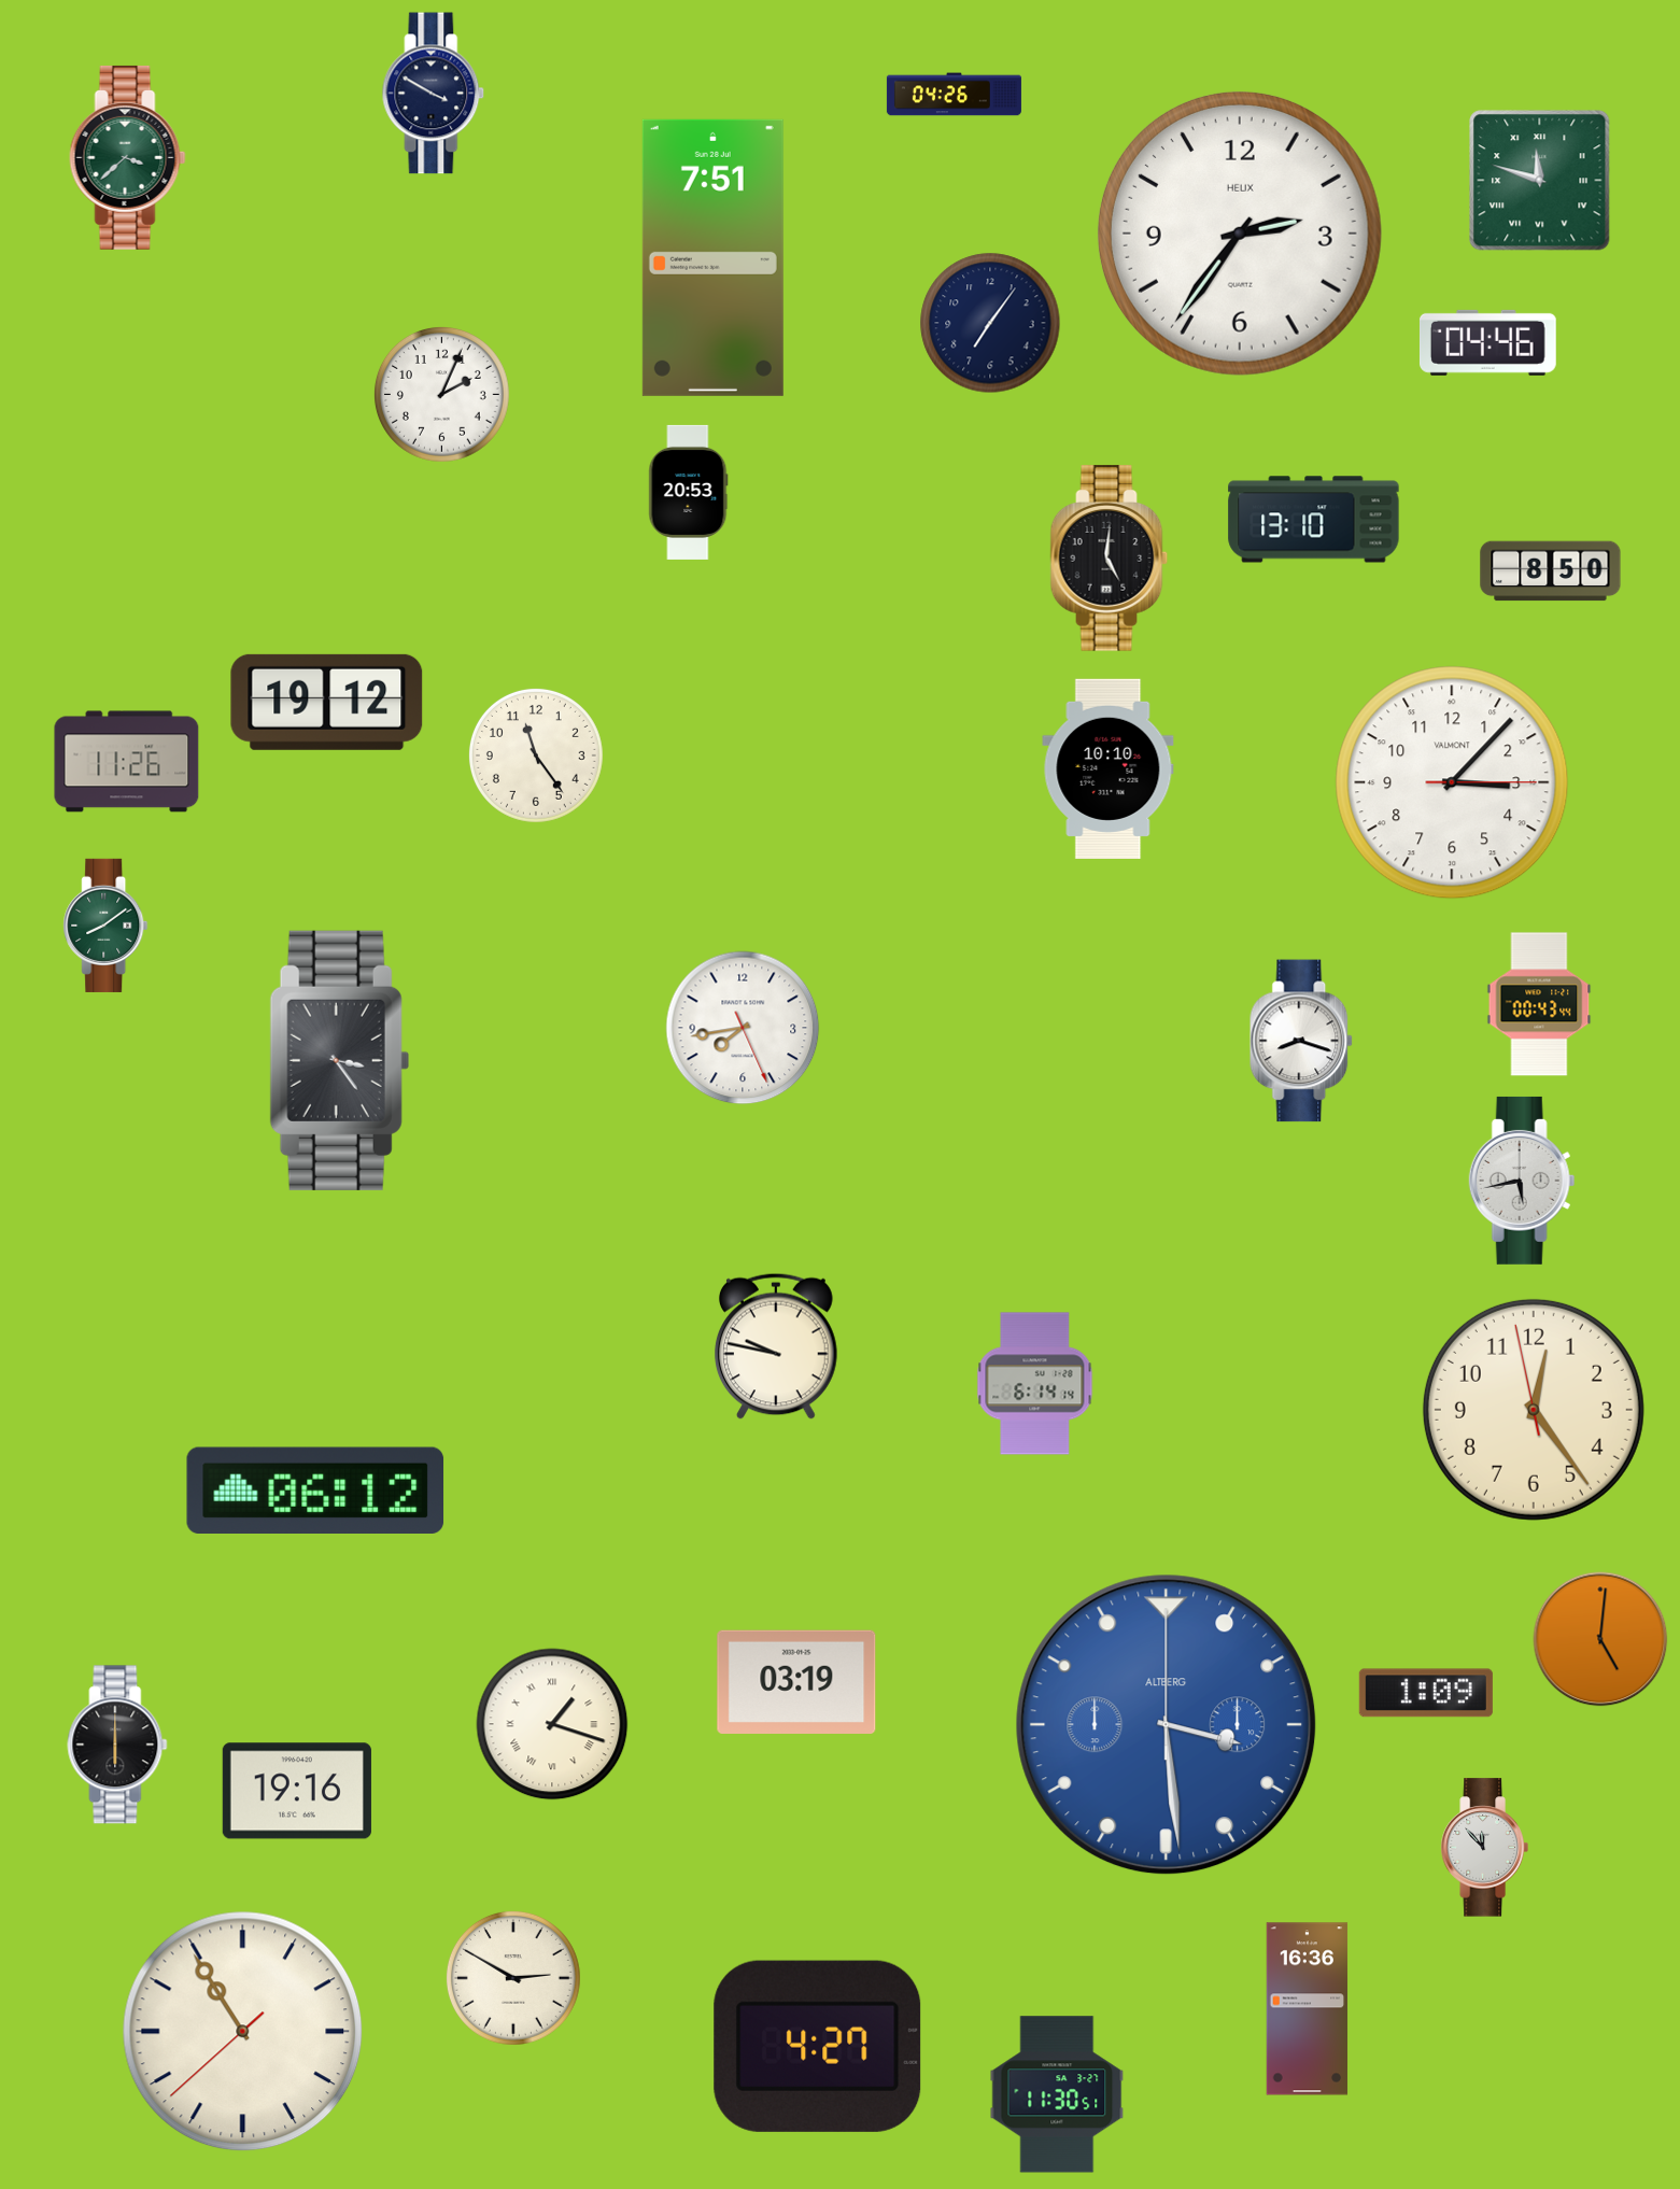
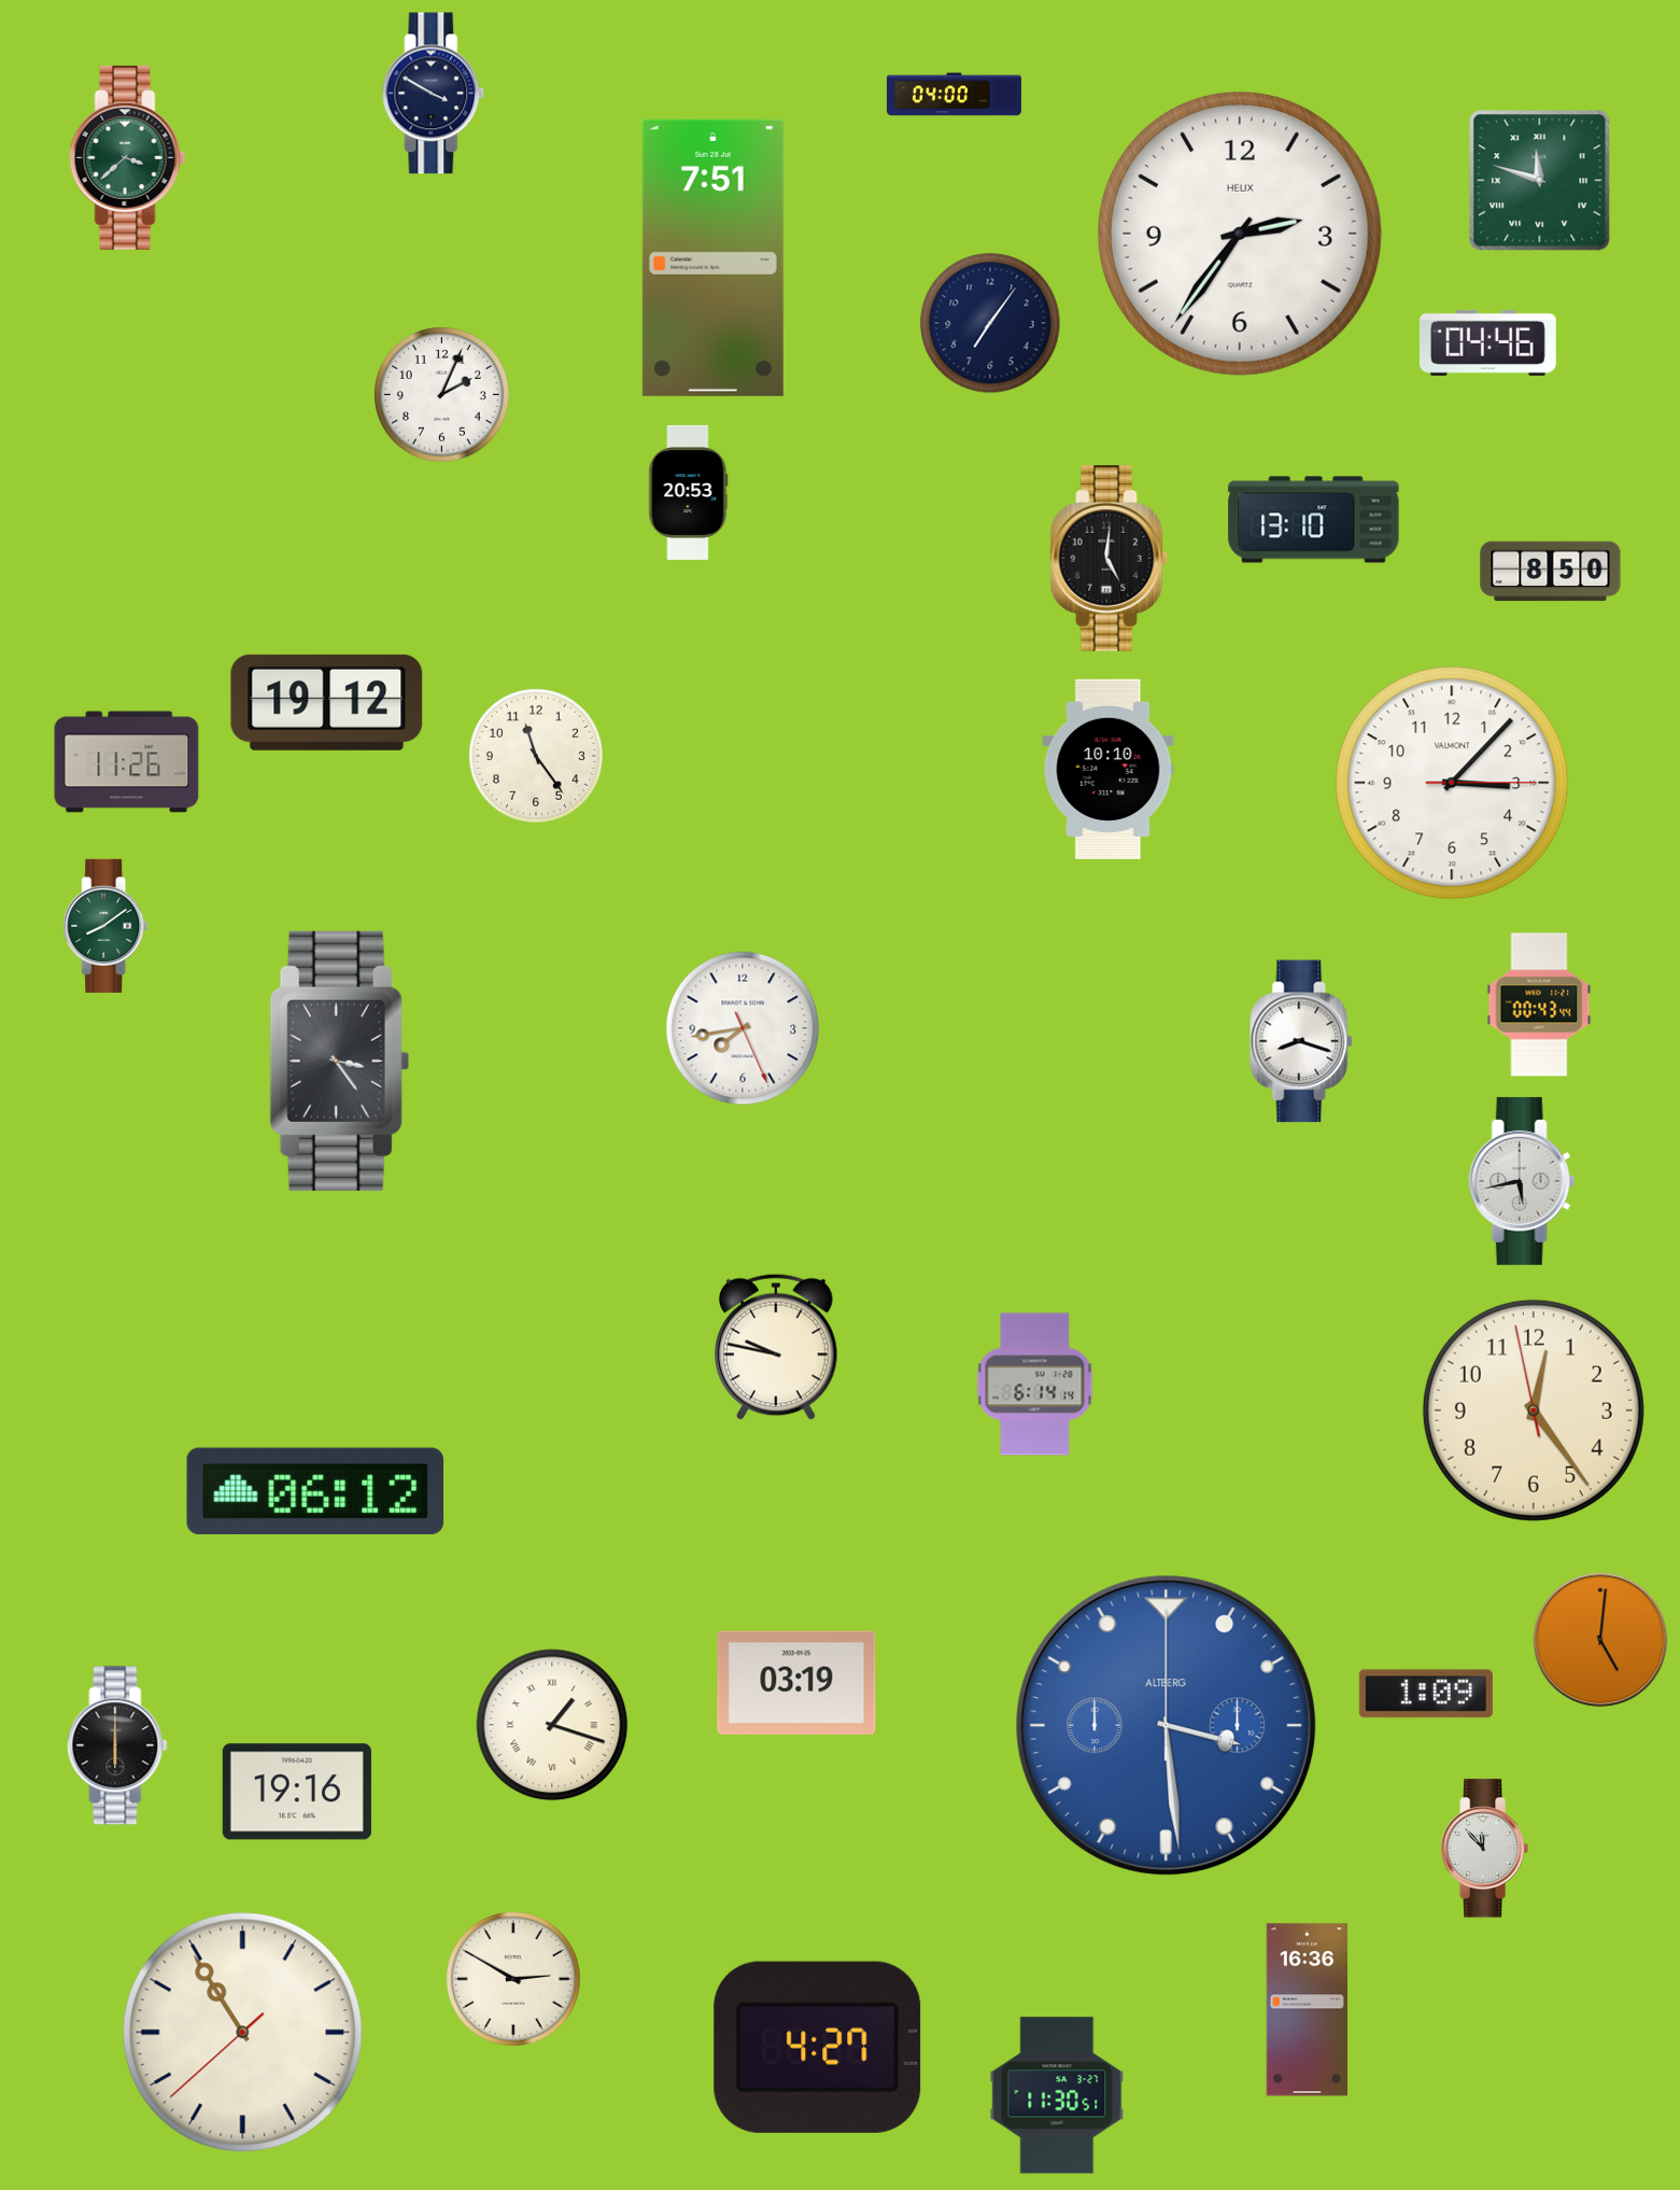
clock at (954, 95): 04:26 -> 04:00
